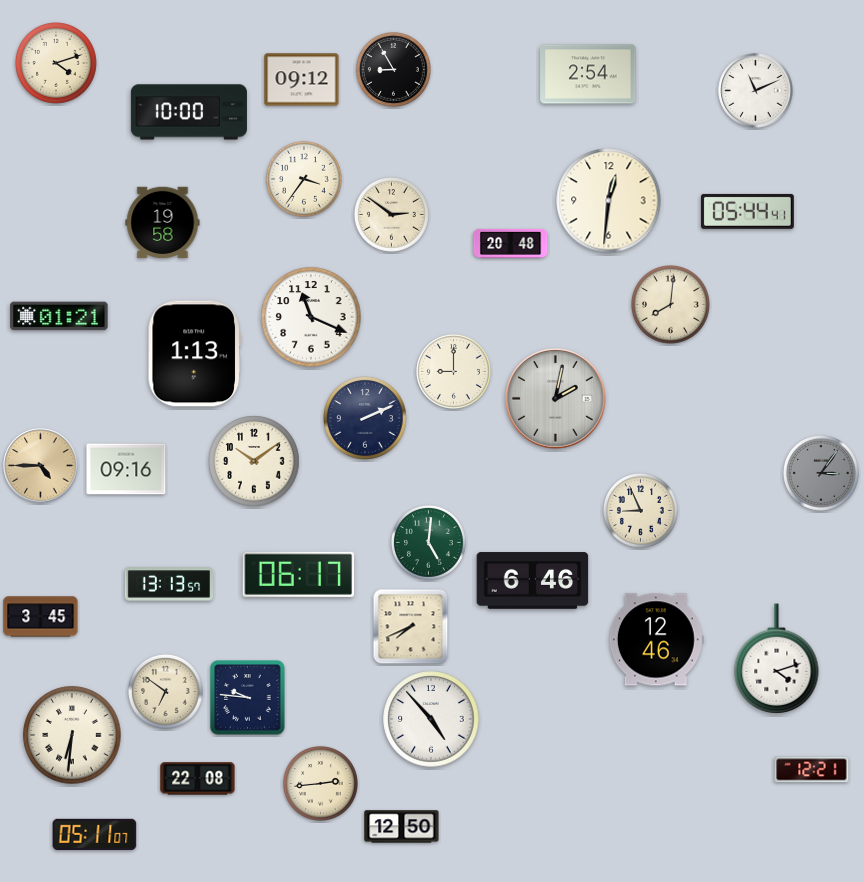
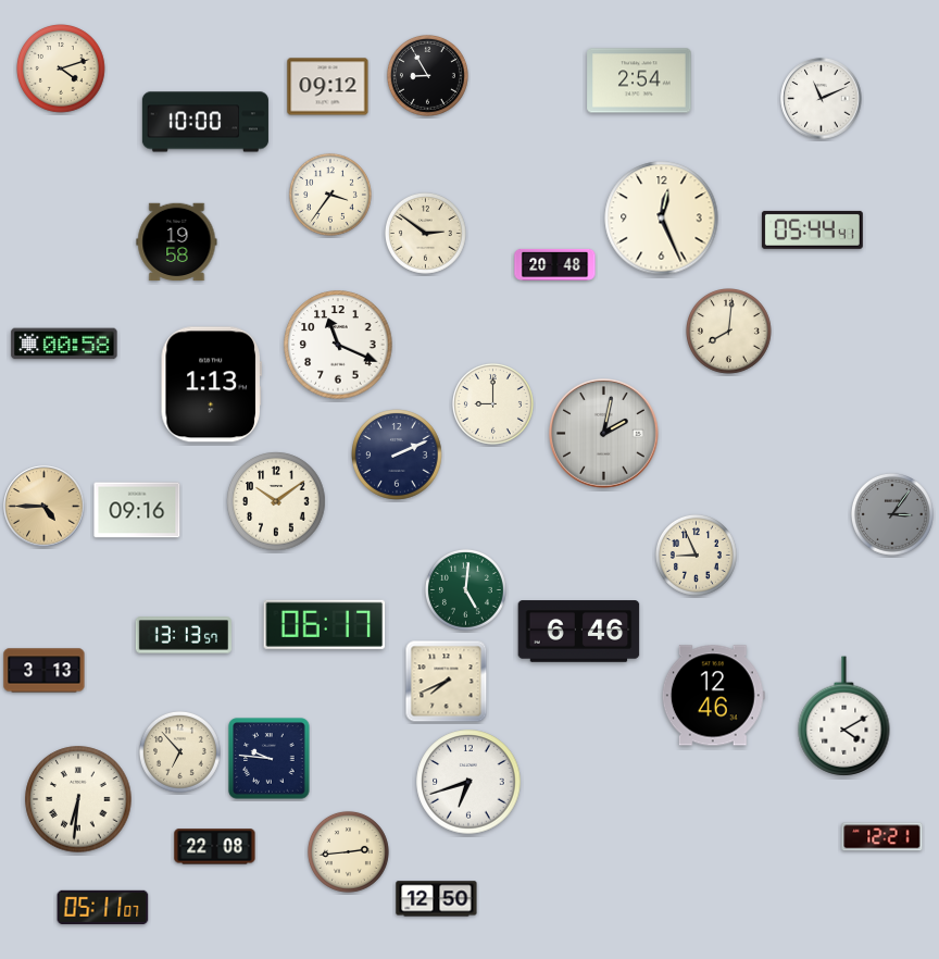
clock at (609, 201): 12:31 -> 12:26
clock at (59, 316): 01:21 -> 00:58
clock at (41, 617): 3:45 -> 3:13
clock at (777, 659): 4:12 -> 4:10
clock at (165, 691): 6:51 -> 6:53
clock at (431, 719): 4:53 -> 6:42
